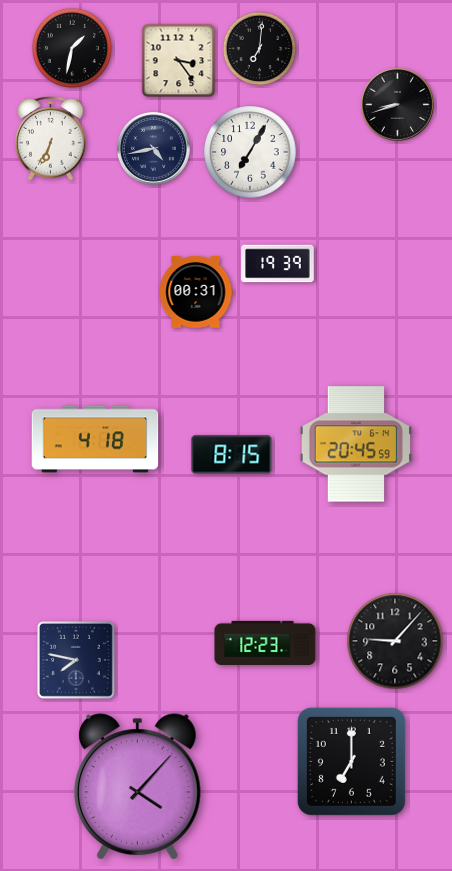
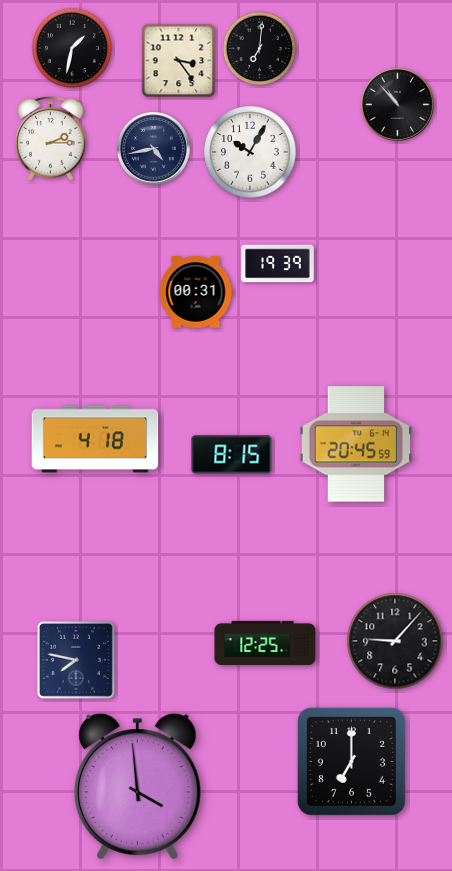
clock at (397, 104): 8:42 -> 10:53
clock at (51, 139): 6:34 -> 2:15
clock at (250, 152): 7:05 -> 10:05
clock at (265, 642): 12:23 -> 12:25
clock at (137, 787): 4:07 -> 3:59
